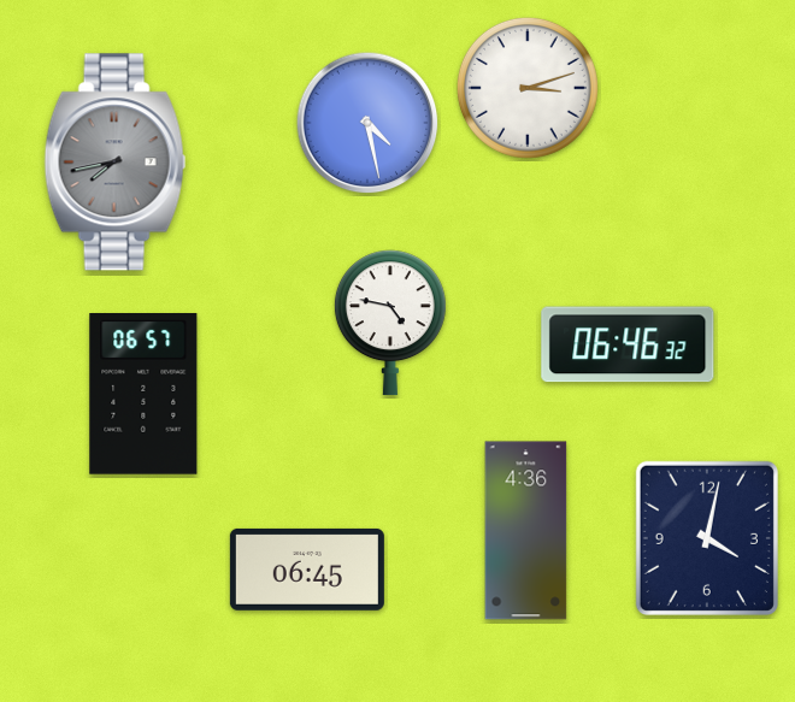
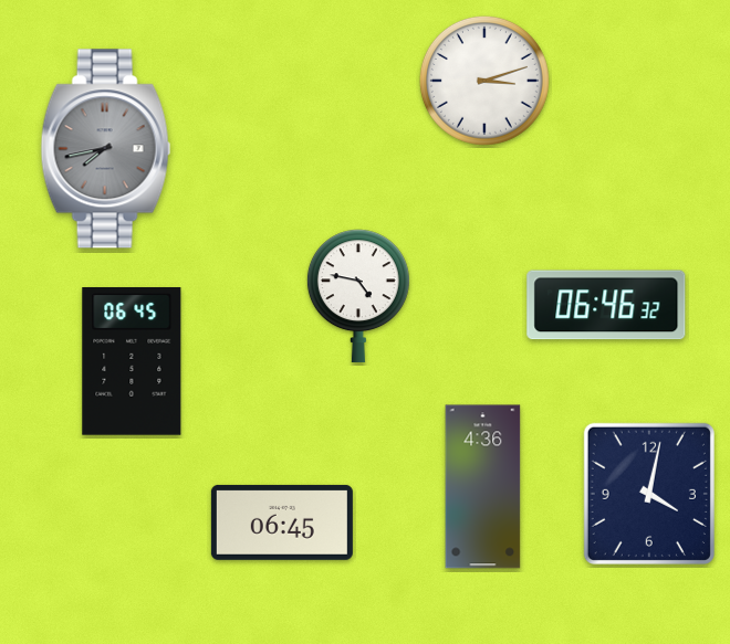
clock at (367, 123): 4:28 -> none
clock at (628, 344) position: (628, 344) -> (606, 305)
clock at (143, 395): 06:57 -> 06:45
